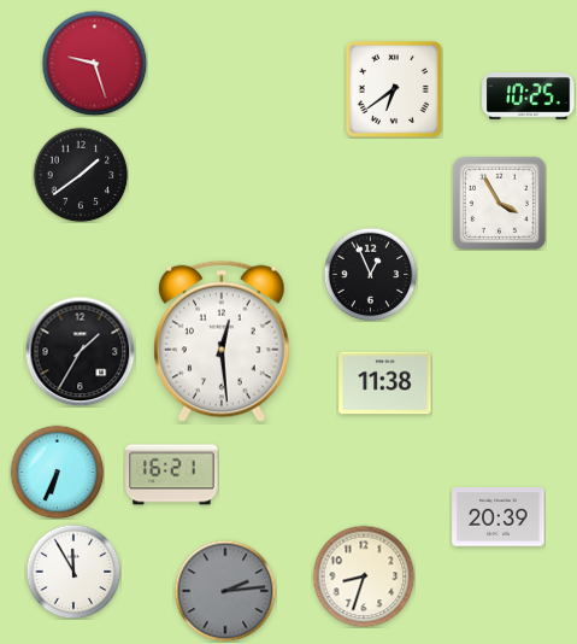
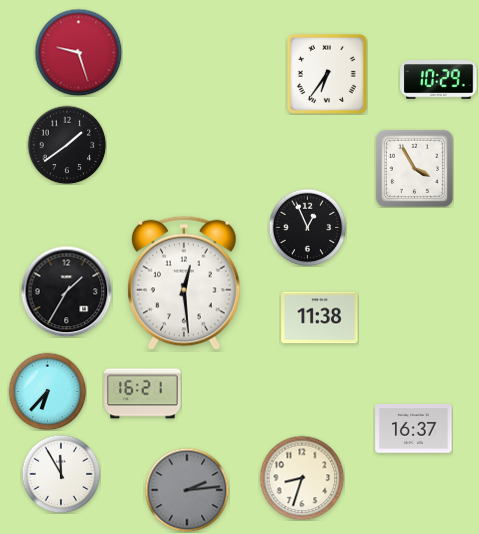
clock at (394, 89): 6:39 -> 6:36
clock at (529, 96): 10:25 -> 10:29
clock at (57, 472): 6:34 -> 6:37
clock at (499, 517): 20:39 -> 16:37
